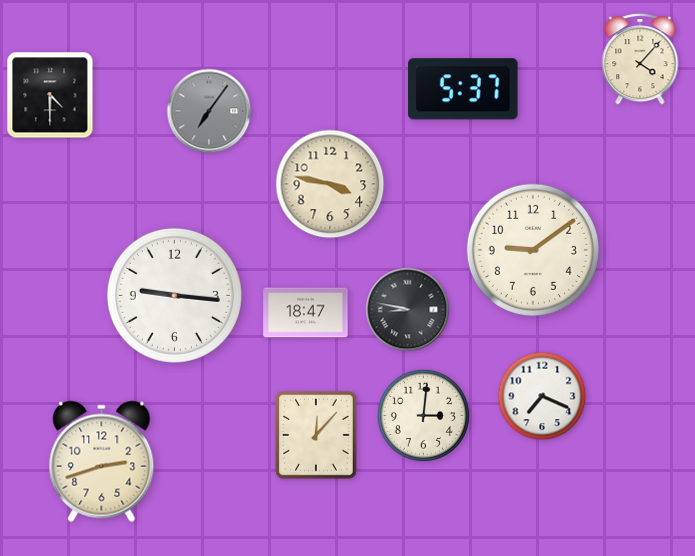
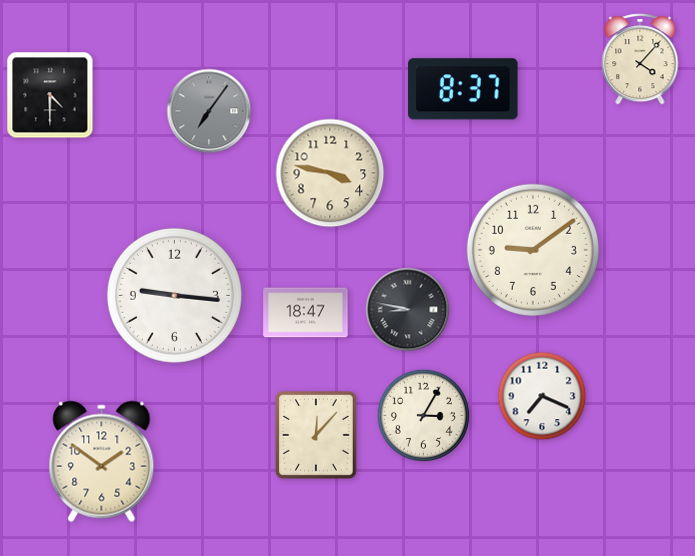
clock at (463, 89): 5:37 -> 8:37
clock at (330, 184) position: (330, 184) -> (330, 173)
clock at (423, 415): 3:01 -> 3:05
clock at (102, 462): 2:42 -> 1:51
